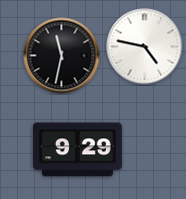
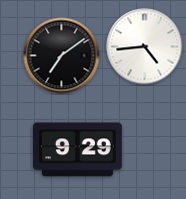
clock at (145, 47): 4:47 -> 4:44
clock at (62, 56): 11:32 -> 7:09
